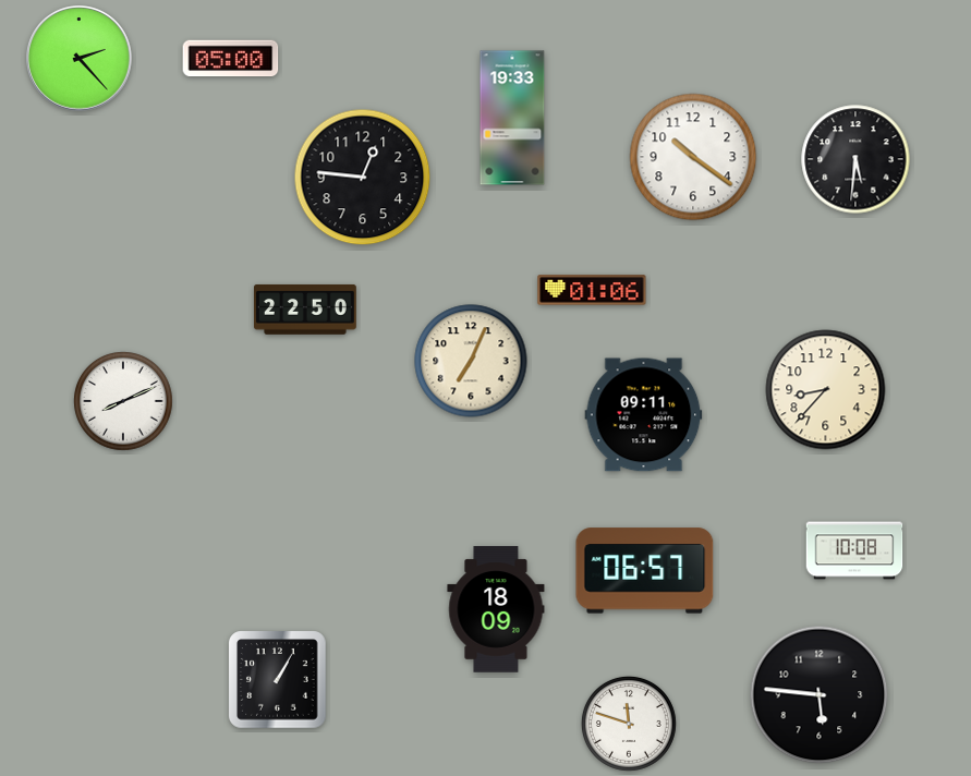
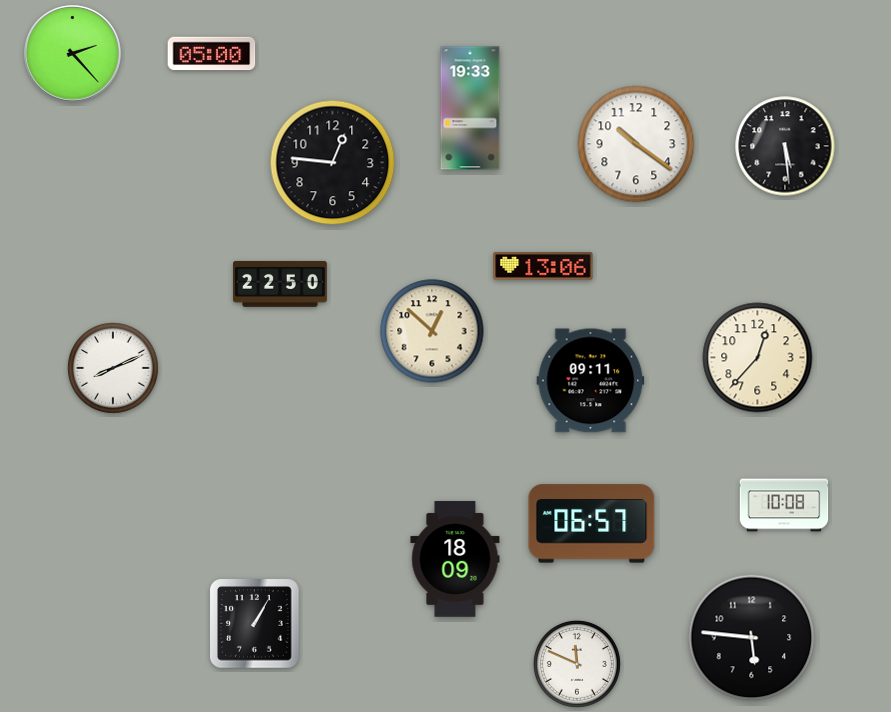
clock at (855, 159): 5:31 -> 5:29
clock at (592, 290): 01:06 -> 13:06
clock at (471, 361): 7:04 -> 12:52
clock at (826, 390): 8:37 -> 12:37
clock at (629, 724): 11:48 -> 11:49
